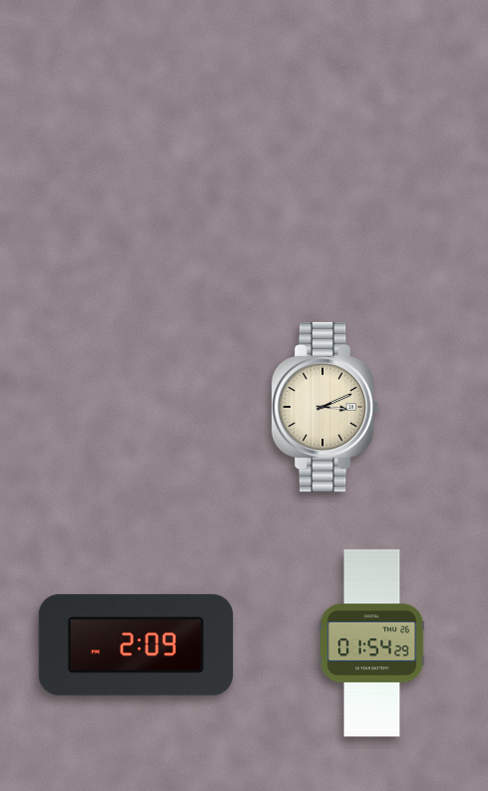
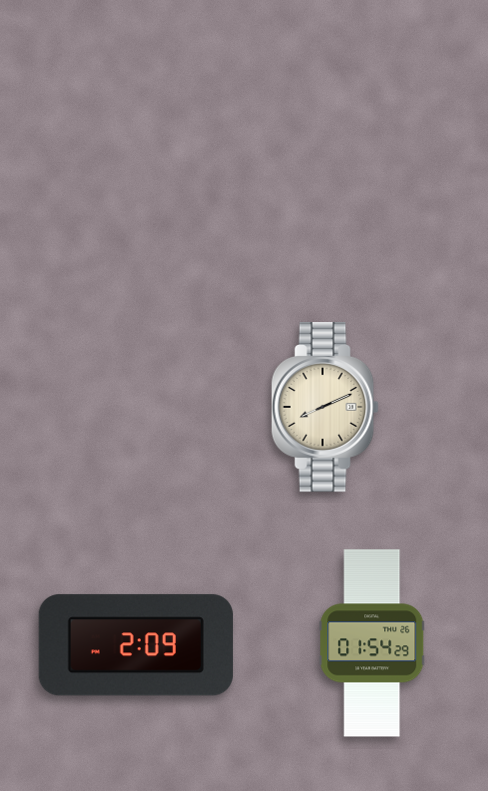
clock at (325, 407): 3:11 -> 8:11
